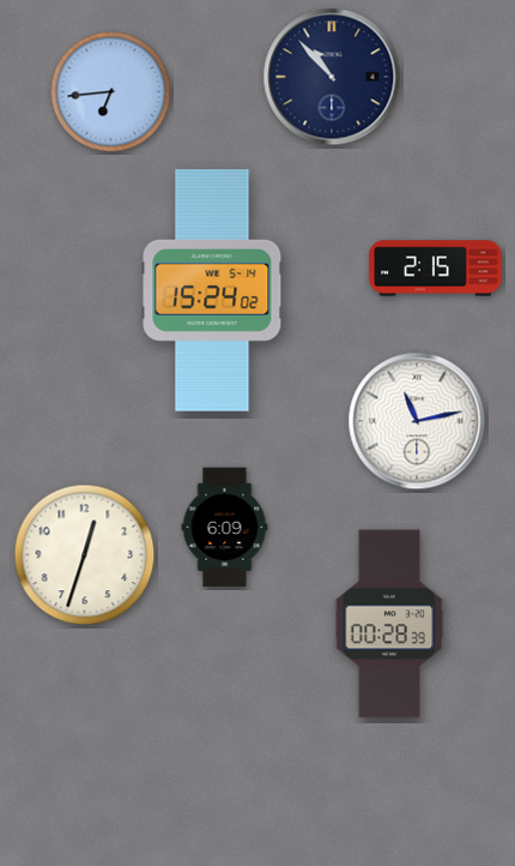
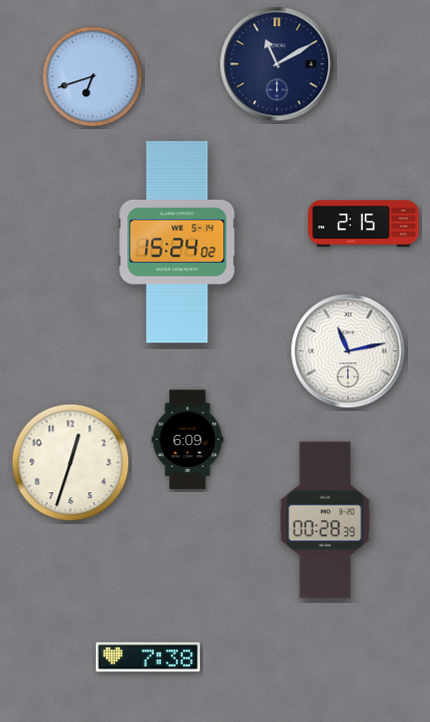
clock at (332, 77): 10:53 -> 11:10
clock at (111, 92): 6:44 -> 6:42
clock at (148, 657): none -> 7:38
